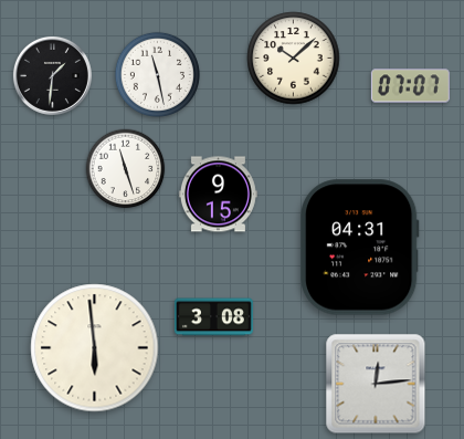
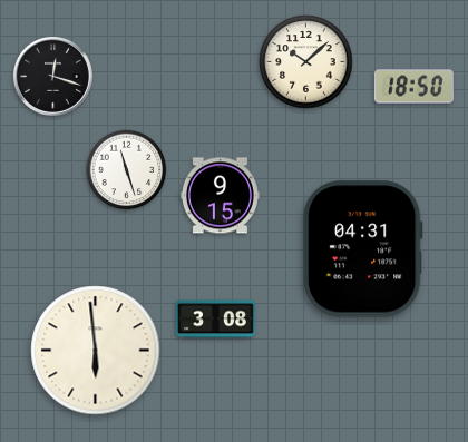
clock at (294, 59) position: (294, 59) -> (306, 62)
clock at (157, 74): 11:28 -> none
clock at (52, 75): 1:31 -> 12:18
clock at (410, 86): 07:07 -> 18:50
clock at (376, 384): 12:14 -> none
